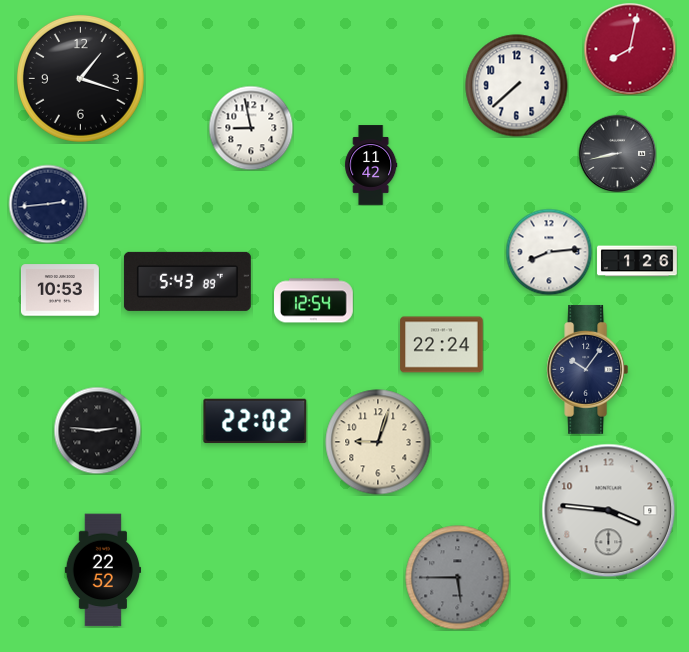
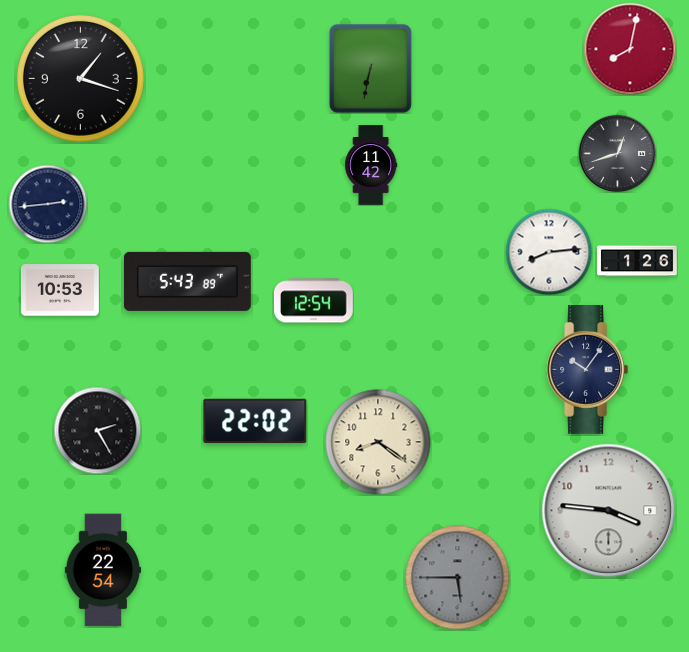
clock at (370, 68): none -> 6:32
clock at (517, 86): 7:38 -> none
clock at (251, 128): 8:58 -> none
clock at (617, 153): 8:43 -> 12:42
clock at (442, 345): 22:24 -> none
clock at (97, 430): 2:46 -> 2:25
clock at (378, 442): 9:03 -> 8:21
clock at (103, 570): 22:52 -> 22:54
